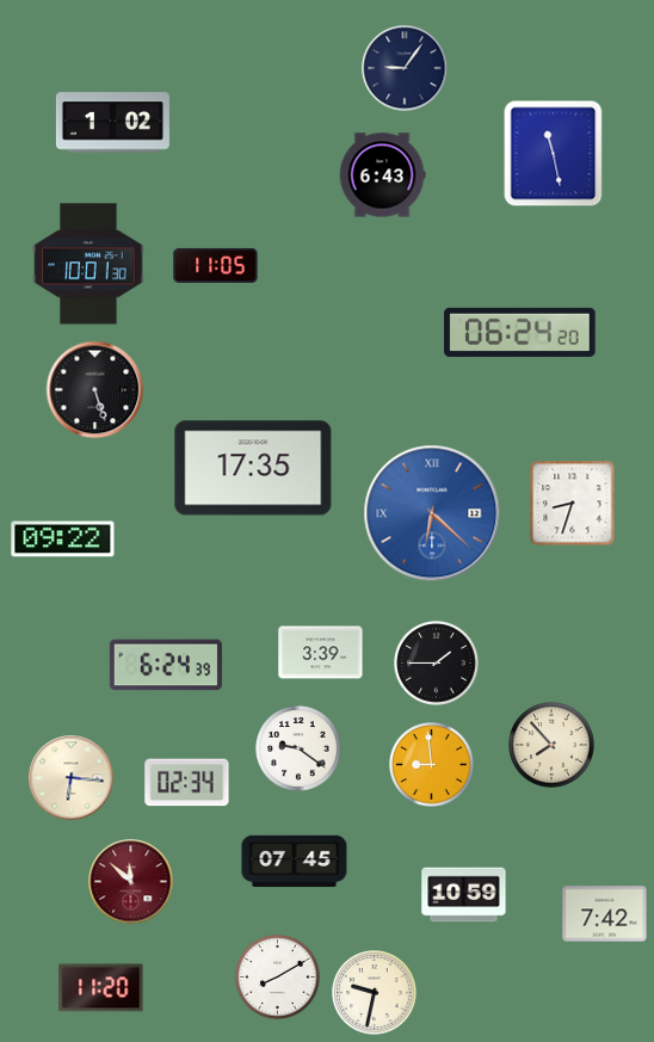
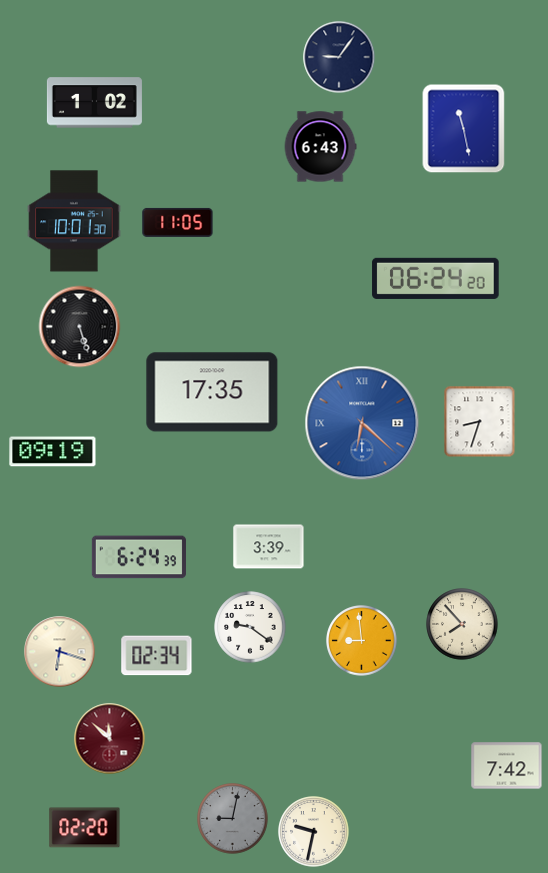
clock at (216, 265) position: (216, 265) -> (178, 222)
clock at (432, 513) position: (432, 513) -> (362, 423)
clock at (63, 540): 09:22 -> 09:19
clock at (437, 664): 1:45 -> none
clock at (72, 778): 6:16 -> 6:18
clock at (295, 862): 07:45 -> none
clock at (464, 895): 10:59 -> none
clock at (278, 978): 8:10 -> 9:02
clock at (278, 978) dial: white -> grey
clock at (101, 988): 11:20 -> 02:20
